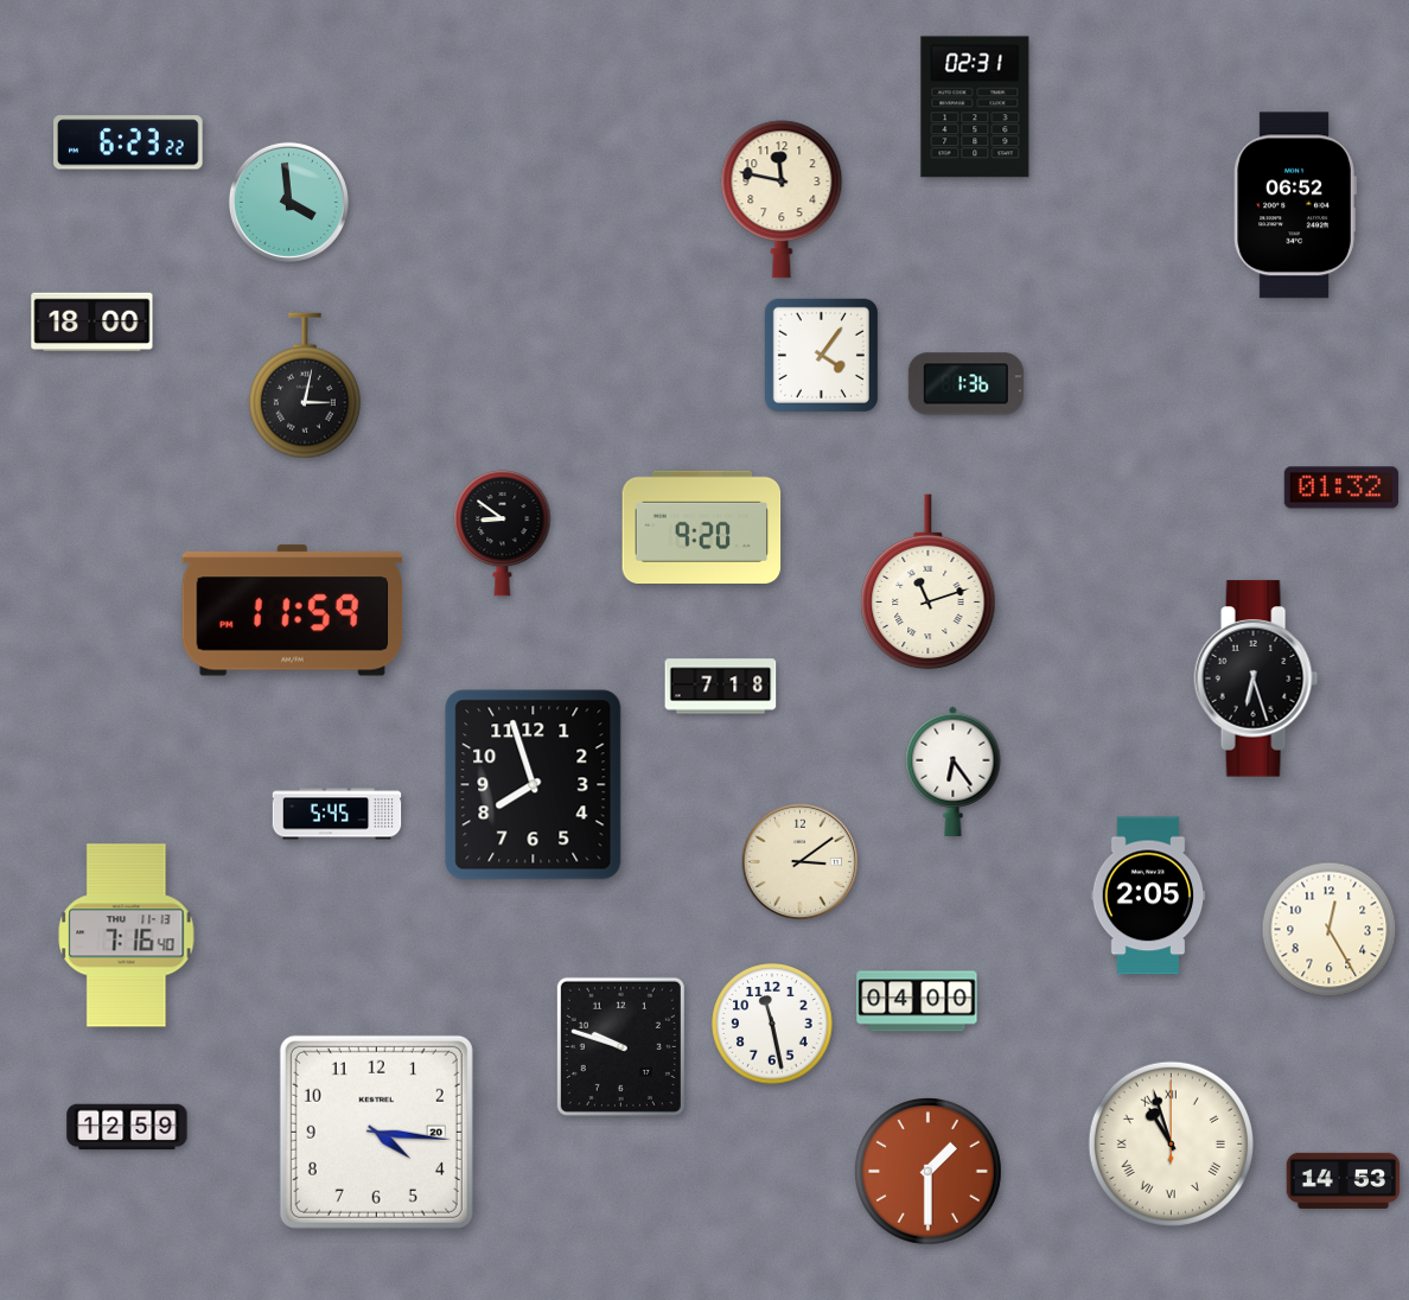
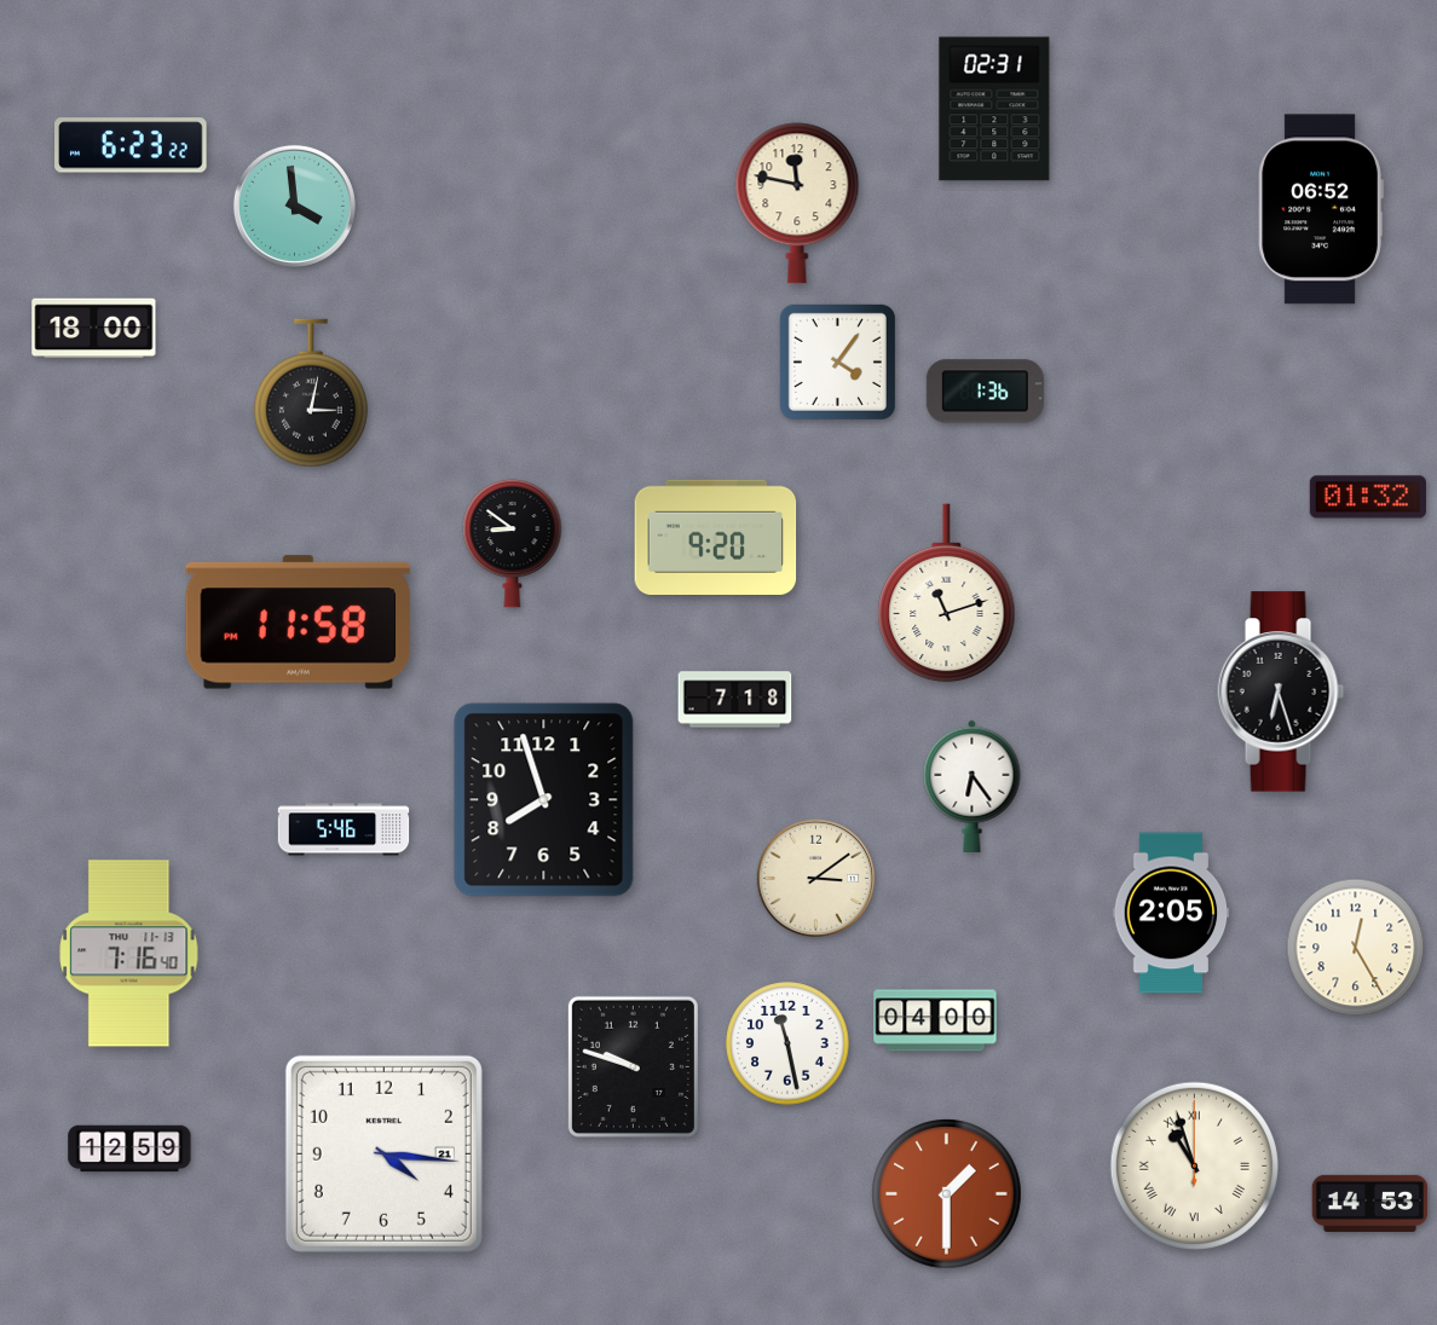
clock at (293, 611): 11:59 -> 11:58
clock at (337, 814): 5:45 -> 5:46
clock at (376, 1132) date: 20 -> 21
